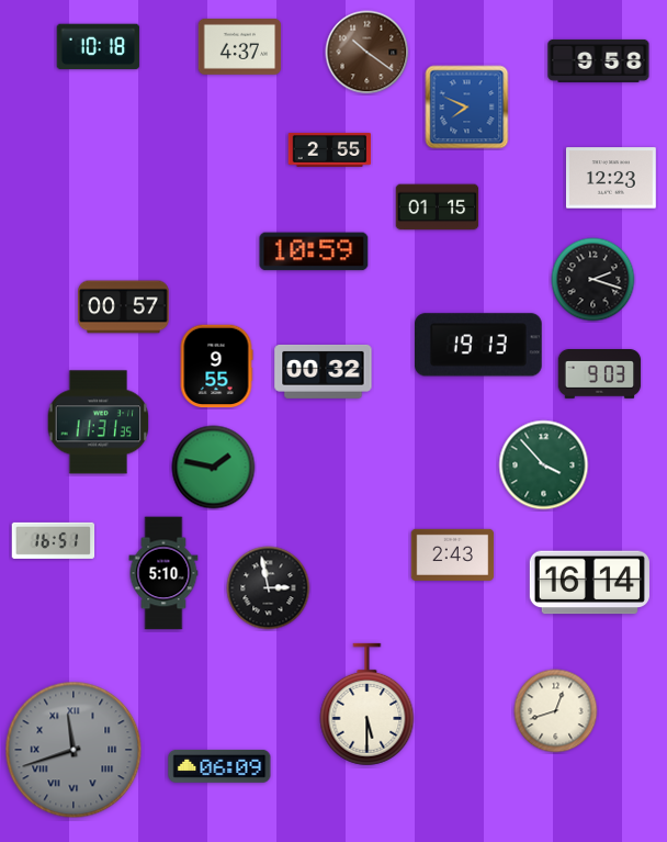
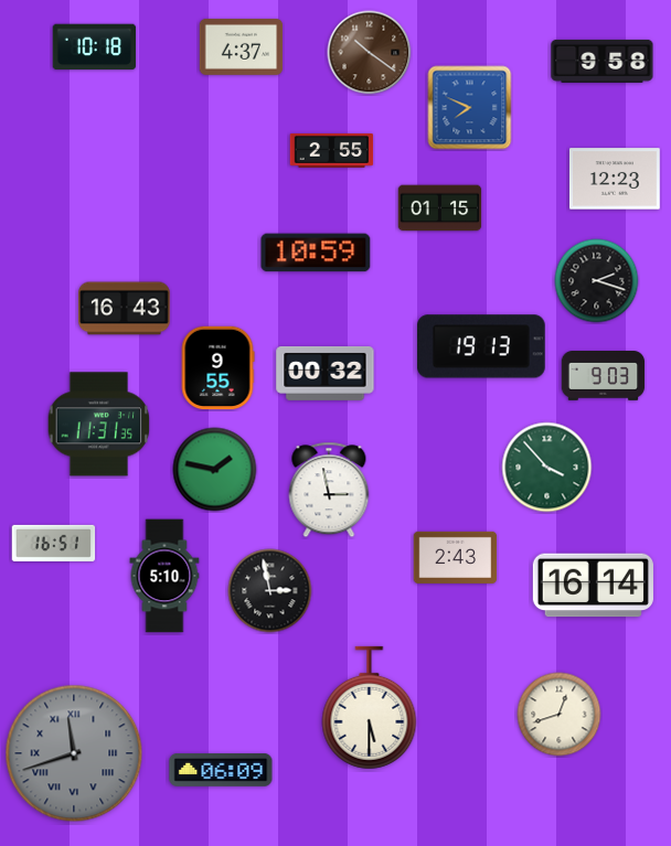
clock at (99, 47) position: (99, 47) -> (95, 47)
clock at (124, 307): 00:57 -> 16:43
clock at (329, 490): none -> 2:58
